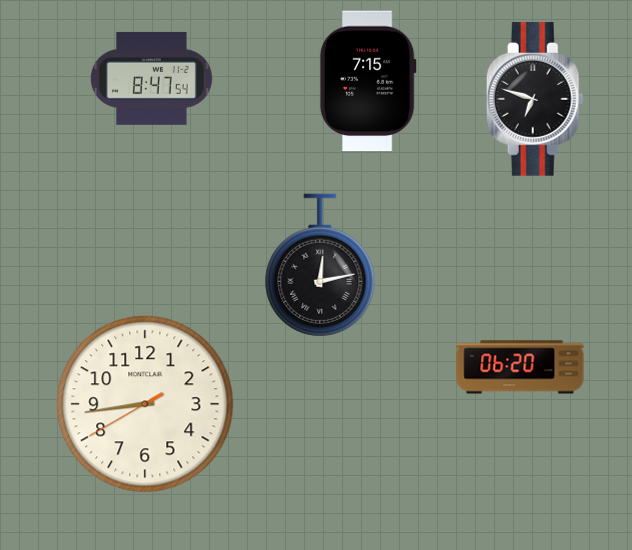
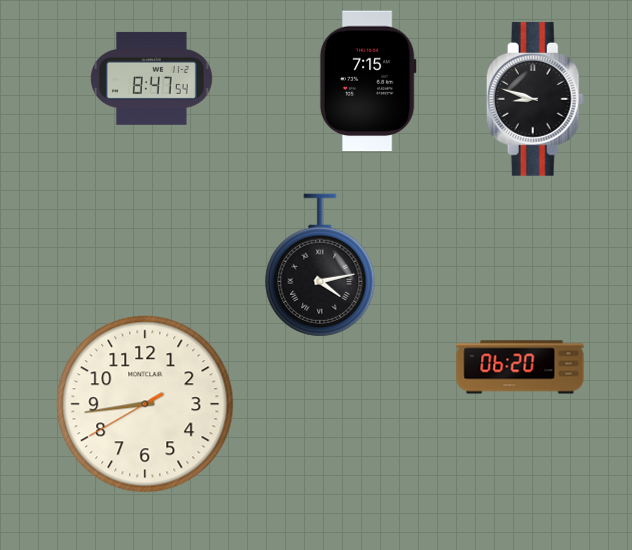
clock at (535, 99): 6:48 -> 8:48
clock at (320, 265): 12:13 -> 4:13
